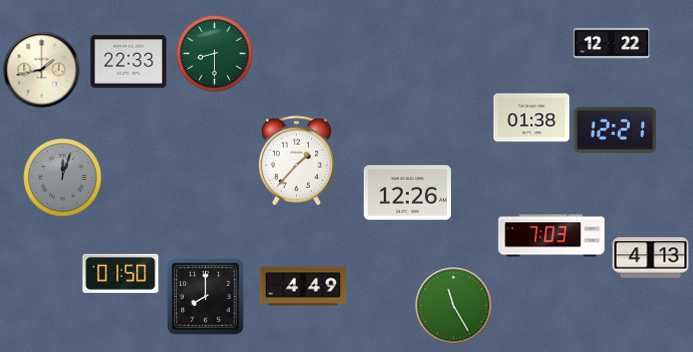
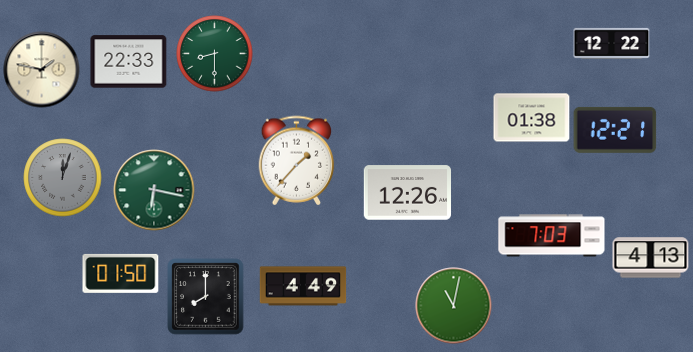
clock at (42, 70): 1:43 -> 1:47
clock at (154, 190): none -> 6:17
clock at (454, 306): 11:25 -> 11:02
